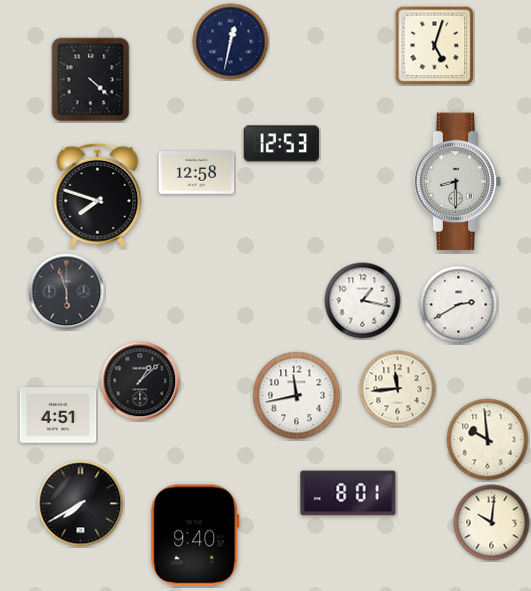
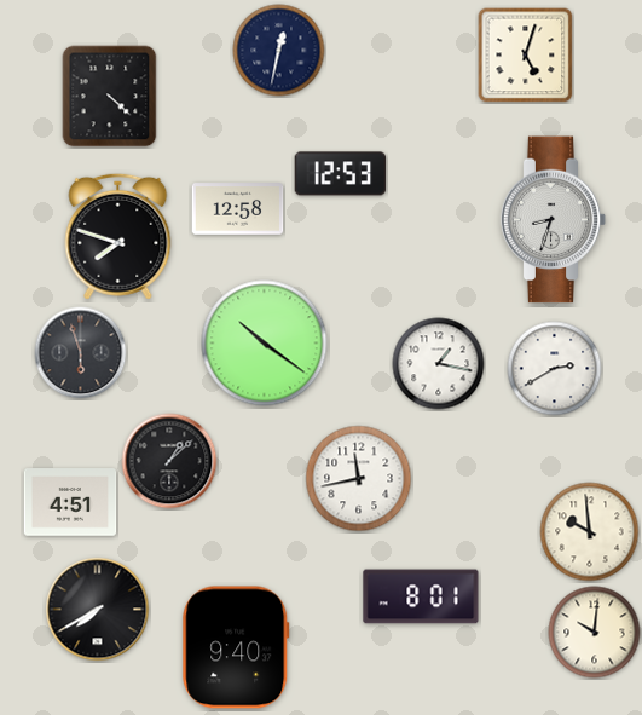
clock at (458, 182): 8:30 -> 8:33
clock at (265, 344): none -> 10:21
clock at (398, 389): 11:44 -> none
